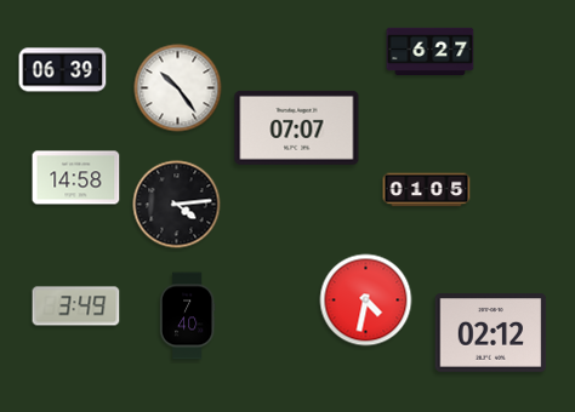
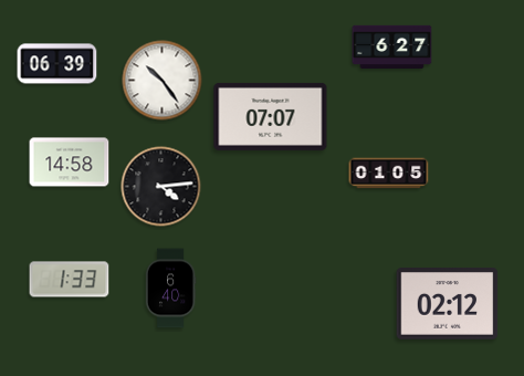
clock at (366, 301): 4:32 -> none
clock at (76, 307): 3:49 -> 1:33
clock at (187, 316): 7:40 -> 6:40
